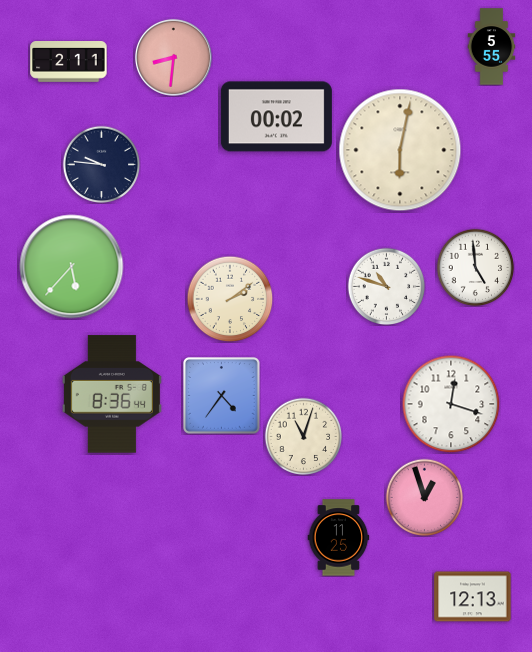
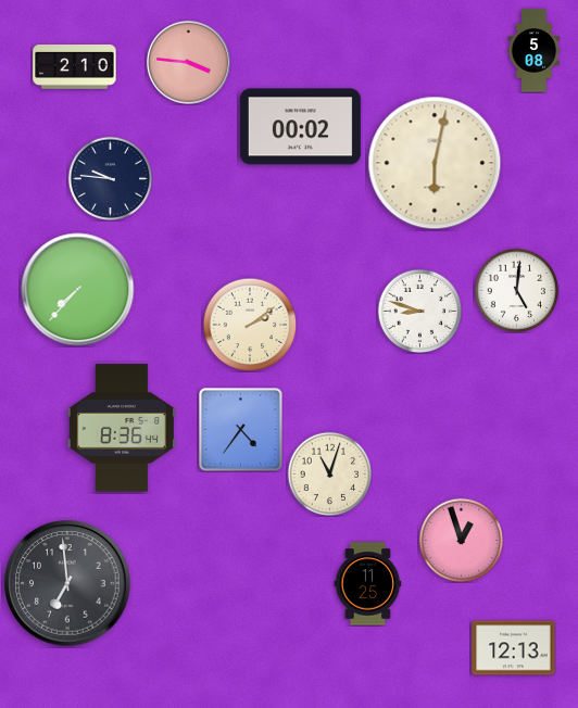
clock at (492, 47): 5:55 -> 5:08
clock at (173, 57): 8:31 -> 3:46
clock at (69, 62): 2:11 -> 2:10
clock at (72, 267): 5:37 -> 7:37
clock at (475, 267): 4:59 -> 5:01
clock at (386, 286): 10:48 -> 8:48
clock at (451, 404): 12:18 -> none
clock at (67, 583): none -> 6:59
